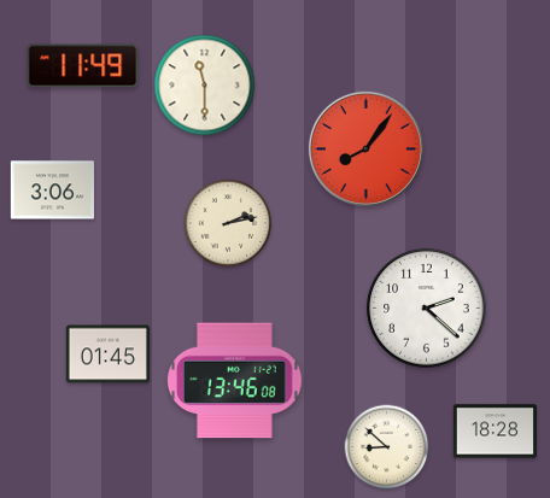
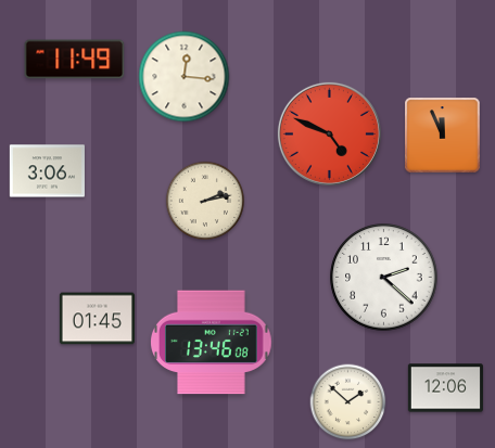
clock at (205, 86): 11:30 -> 12:16
clock at (365, 148): 8:06 -> 4:49
clock at (443, 136): none -> 11:56
clock at (495, 432): 18:28 -> 12:06
clock at (387, 447): 8:52 -> 1:52
